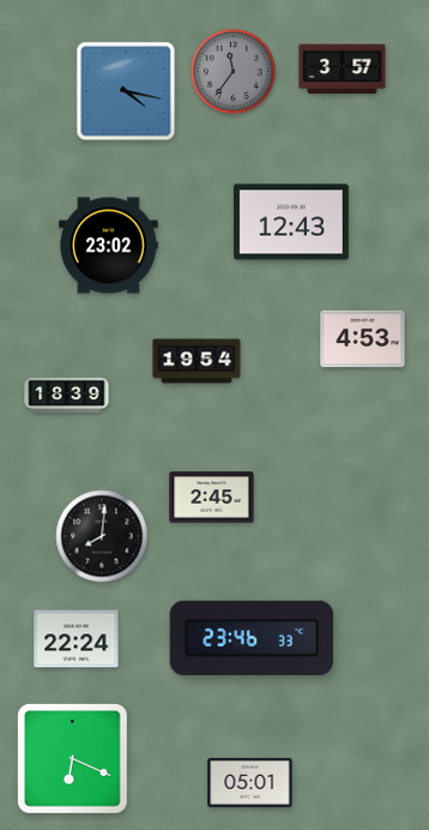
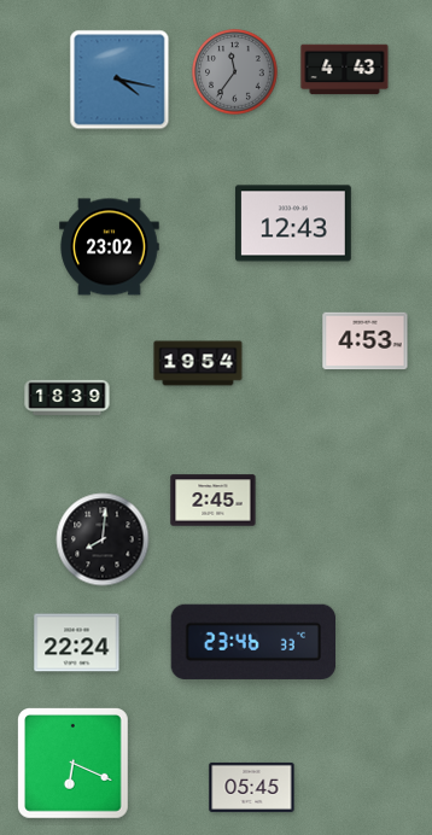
clock at (343, 70): 3:57 -> 4:43
clock at (126, 91) position: (126, 91) -> (119, 80)
clock at (250, 782): 05:01 -> 05:45
